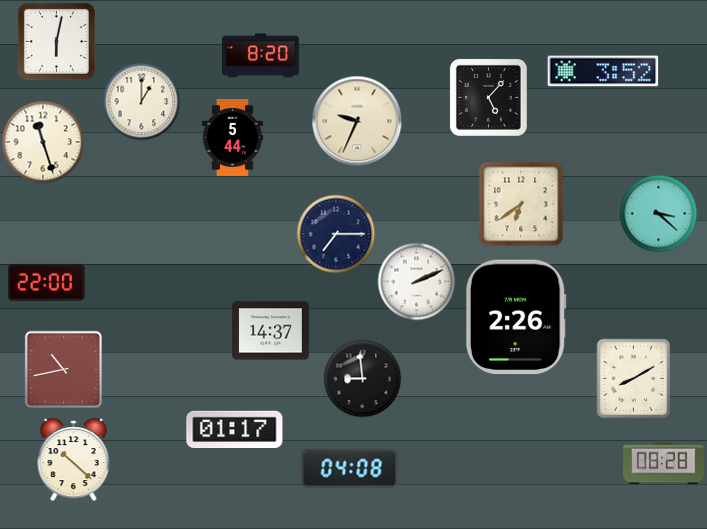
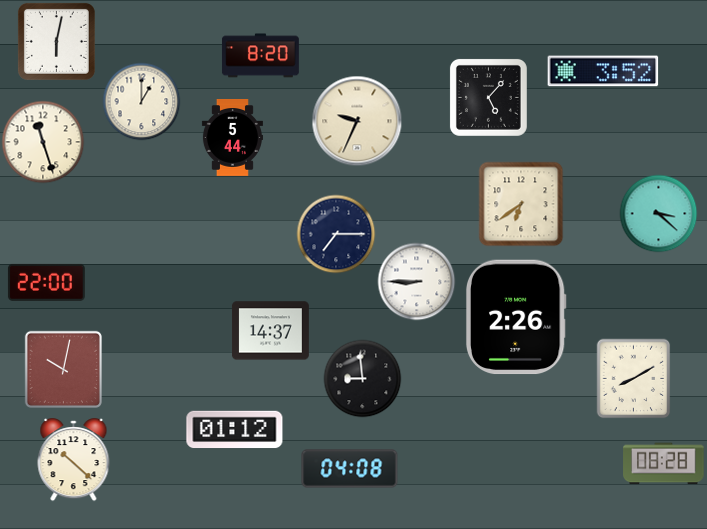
clock at (416, 281): 2:11 -> 8:45
clock at (63, 369): 10:43 -> 10:02
clock at (235, 430): 01:17 -> 01:12
